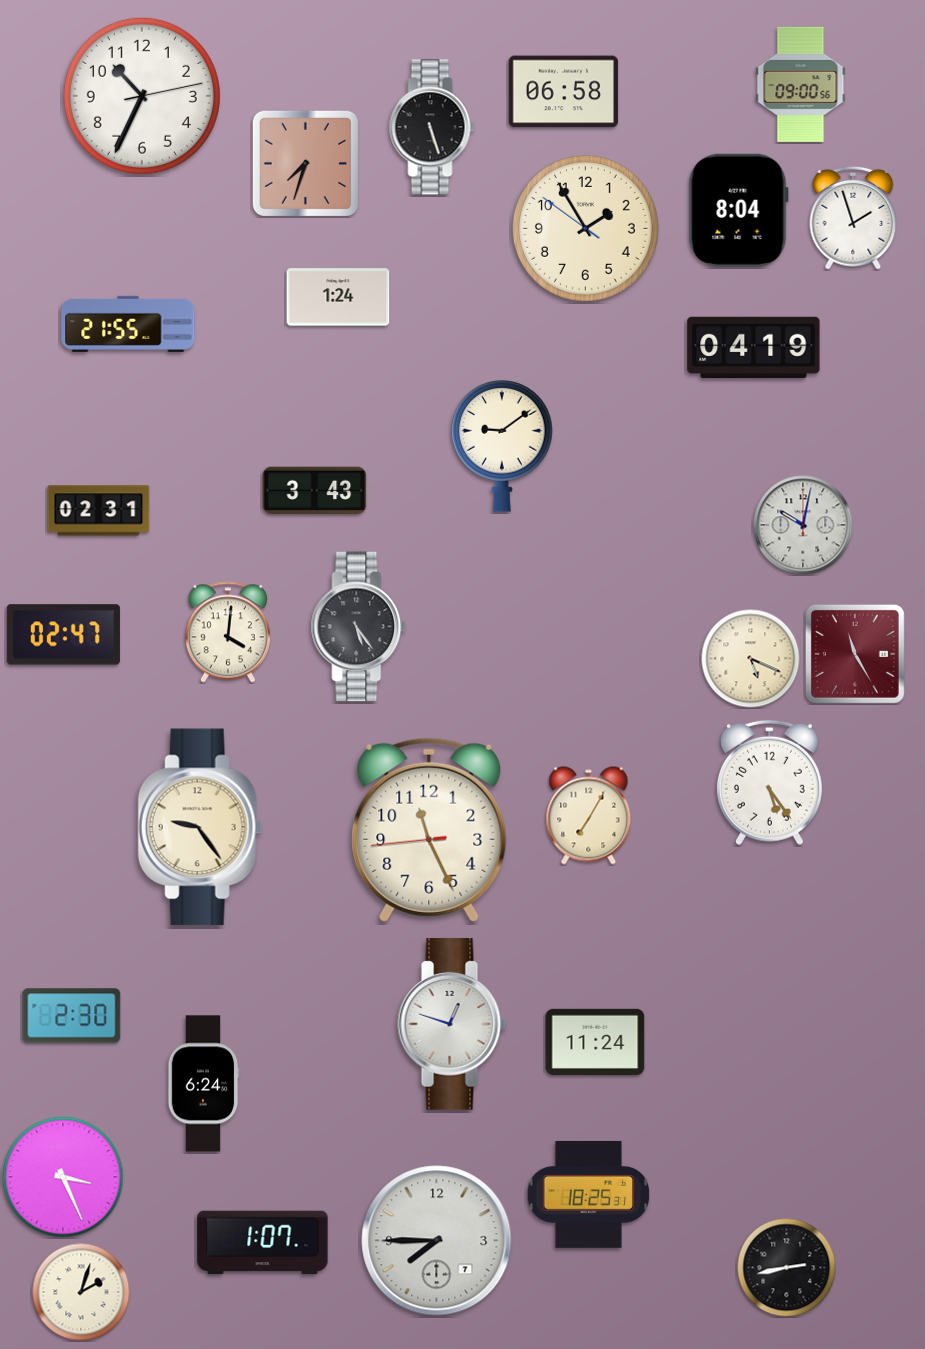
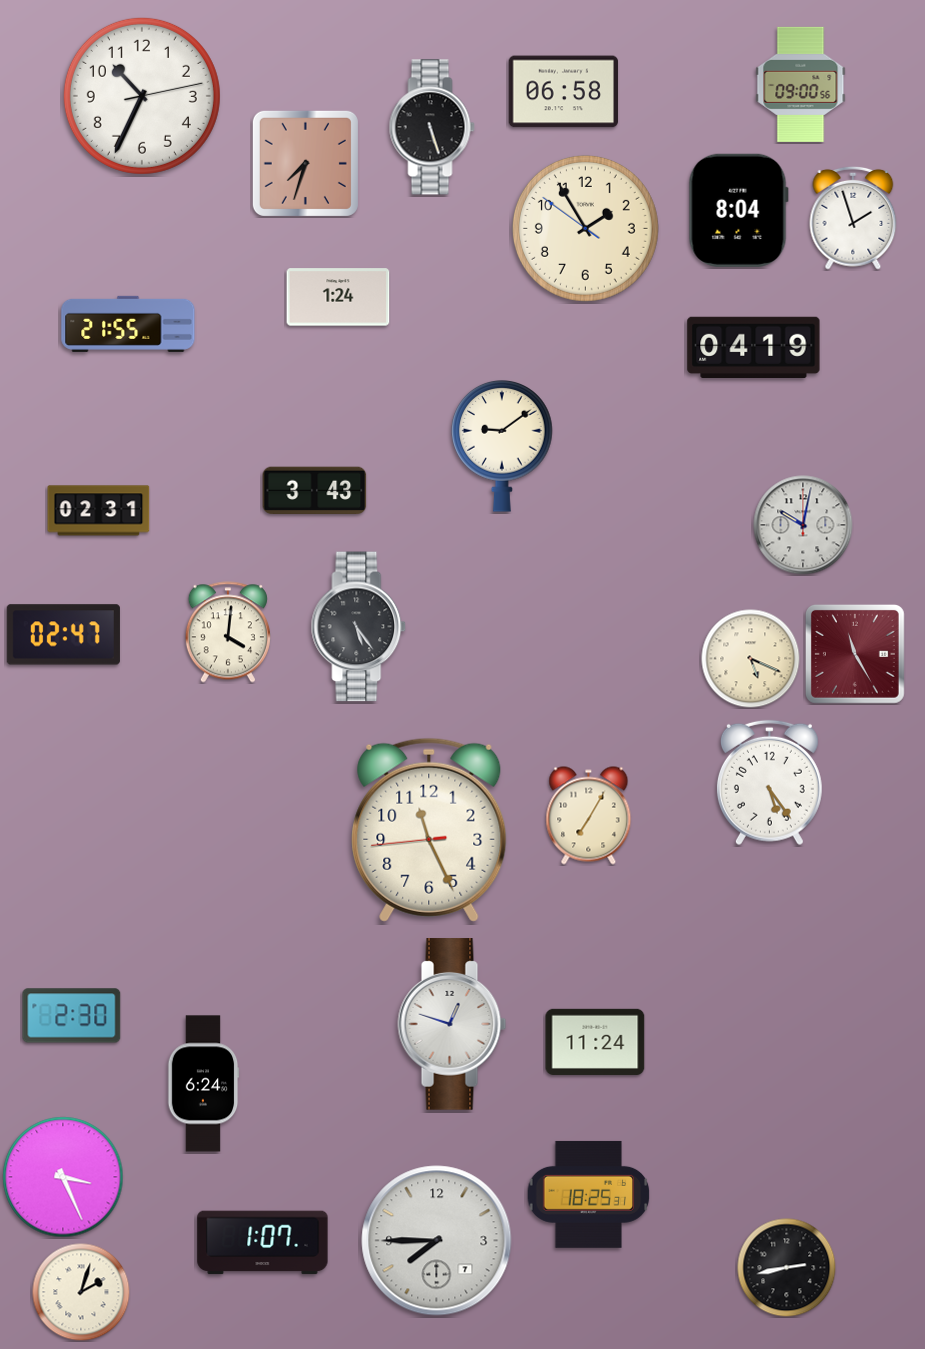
clock at (200, 827): 9:24 -> none
